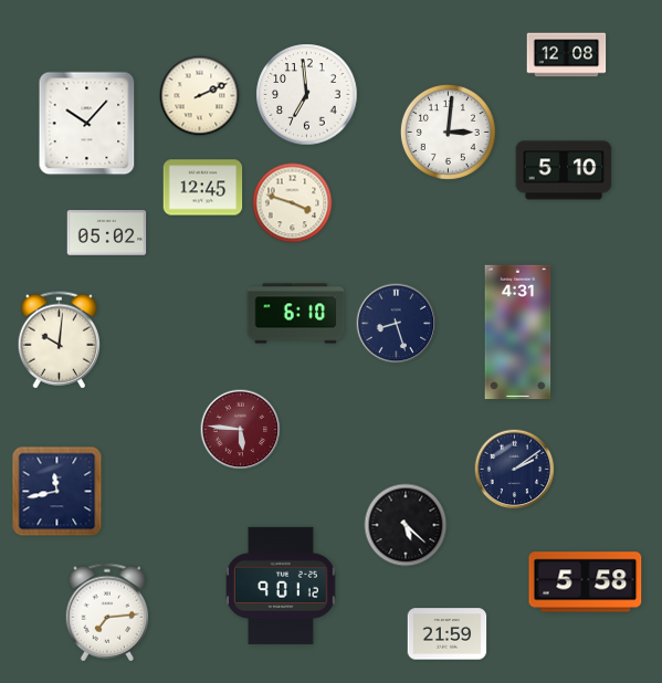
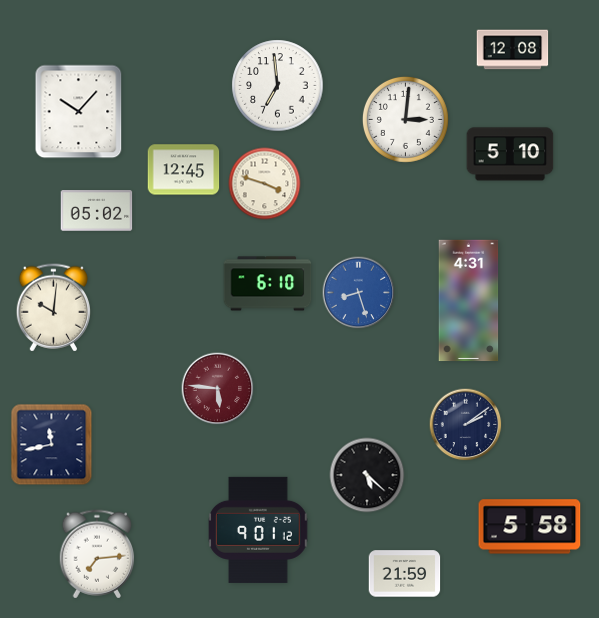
clock at (200, 96): 2:11 -> none
clock at (397, 324) dial: navy -> blue
clock at (281, 586) position: (281, 586) -> (258, 530)
